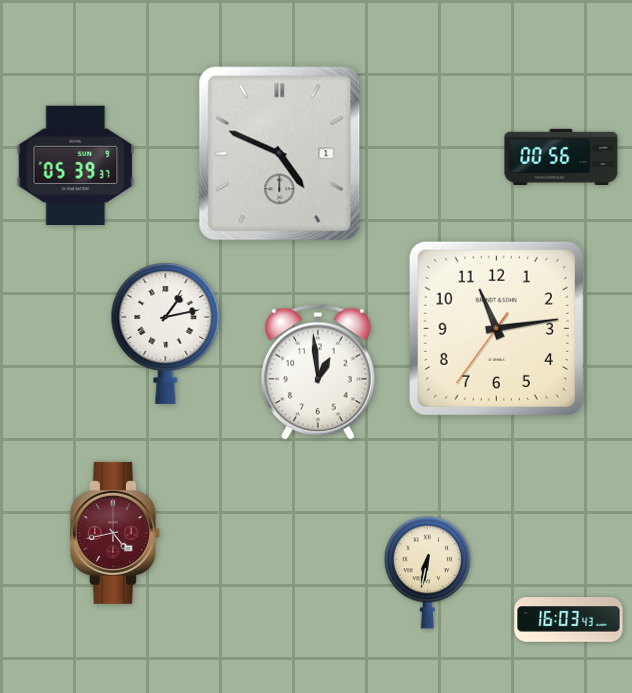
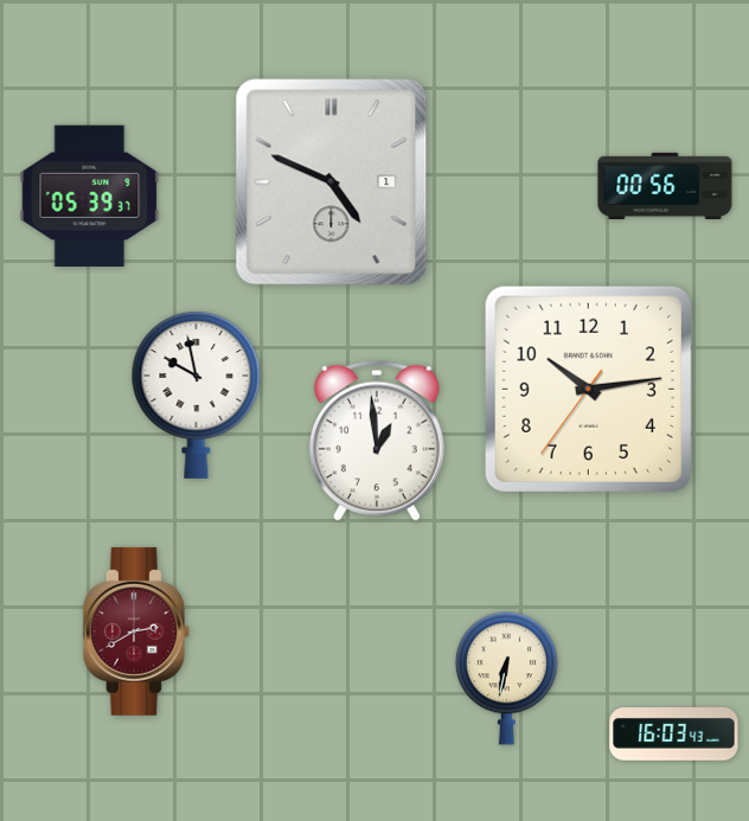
clock at (496, 328): 11:13 -> 10:13
clock at (166, 333): 1:13 -> 9:58
clock at (115, 533): 4:43 -> 2:40
